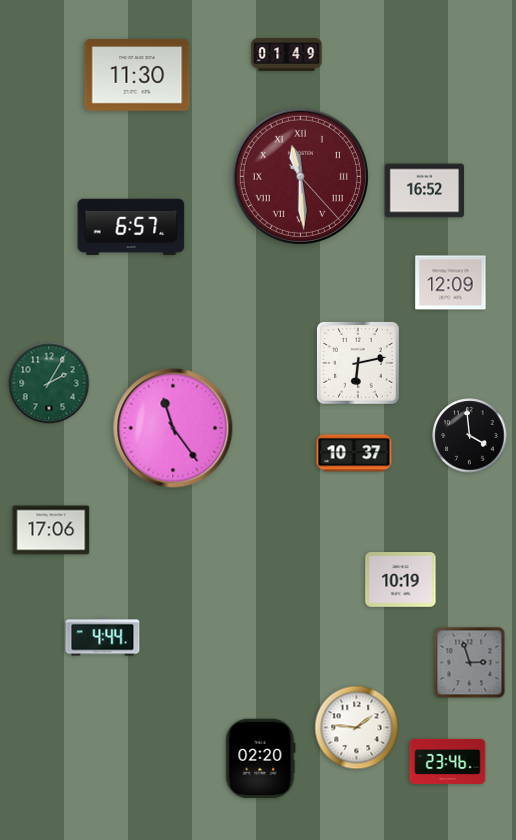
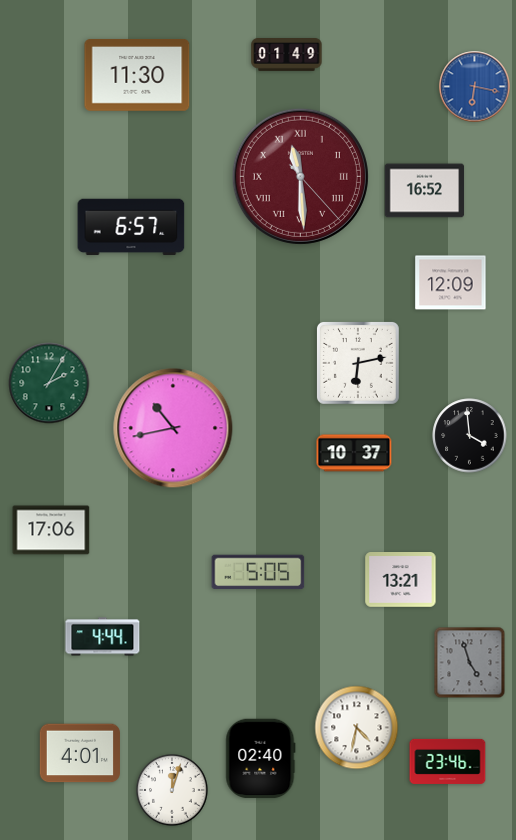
clock at (475, 87): none -> 6:17
clock at (173, 428): 11:24 -> 10:43
clock at (258, 572): none -> 5:05
clock at (401, 580): 10:19 -> 13:21
clock at (470, 663): 2:57 -> 4:57
clock at (357, 728): 1:46 -> 4:32
clock at (80, 753): none -> 4:01
clock at (261, 759): 02:20 -> 02:40
clock at (172, 790): none -> 12:03
